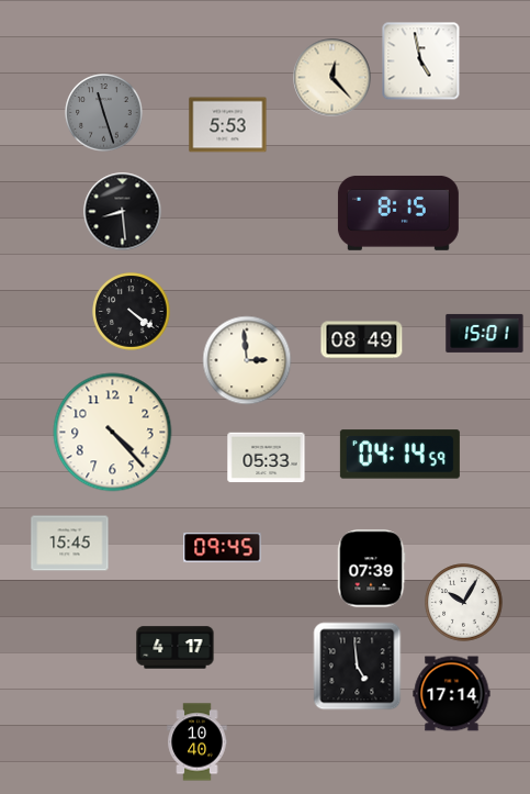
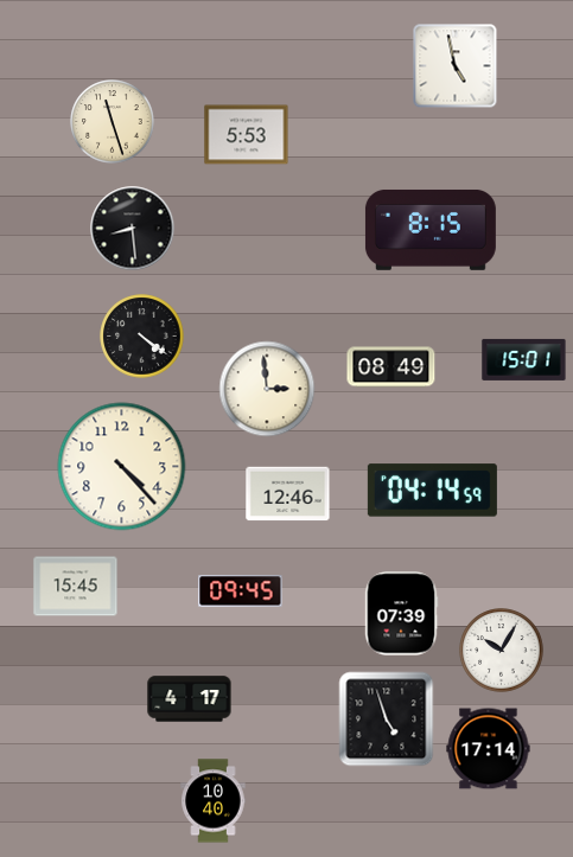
clock at (332, 78): 12:23 -> none
clock at (104, 113) dial: grey -> cream
clock at (267, 458): 05:33 -> 12:46
clock at (358, 667): 4:59 -> 4:57
